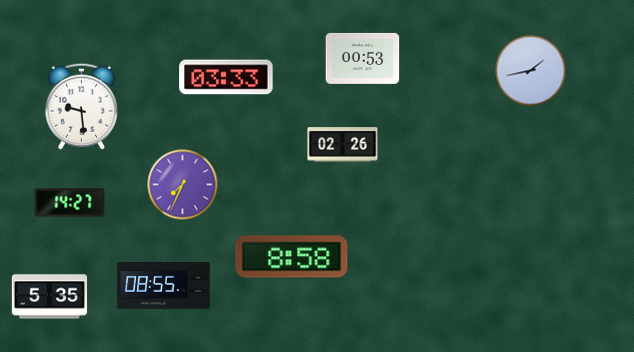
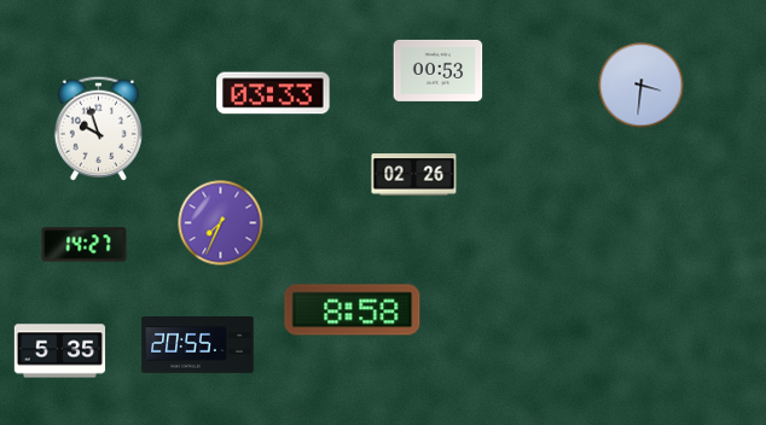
clock at (531, 71): 1:43 -> 3:31
clock at (81, 106): 9:29 -> 9:57
clock at (164, 286): 08:55 -> 20:55
clock at (50, 297) position: (50, 297) -> (60, 351)
